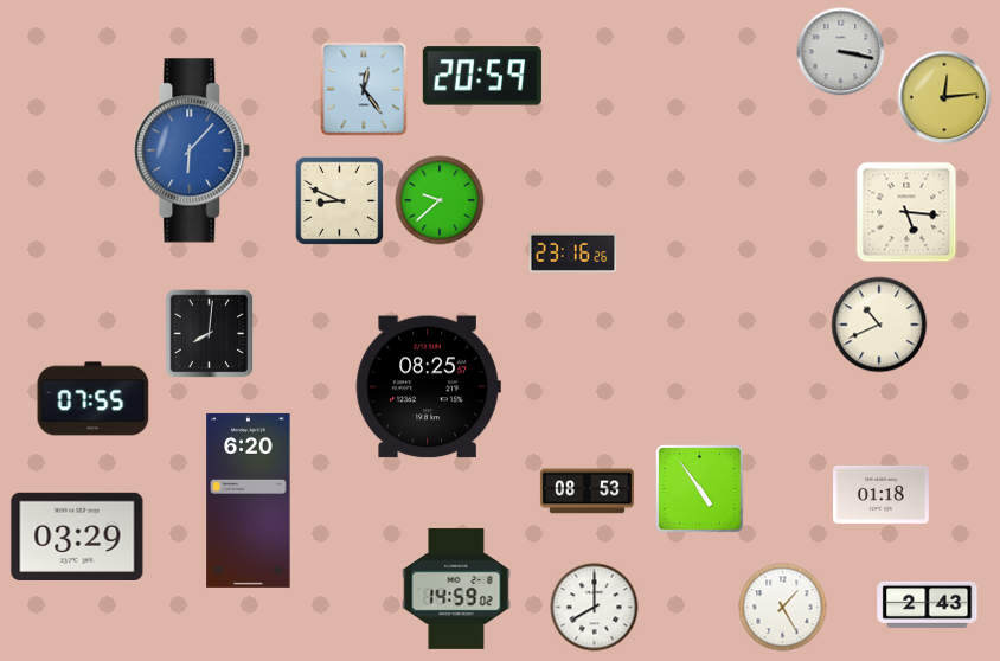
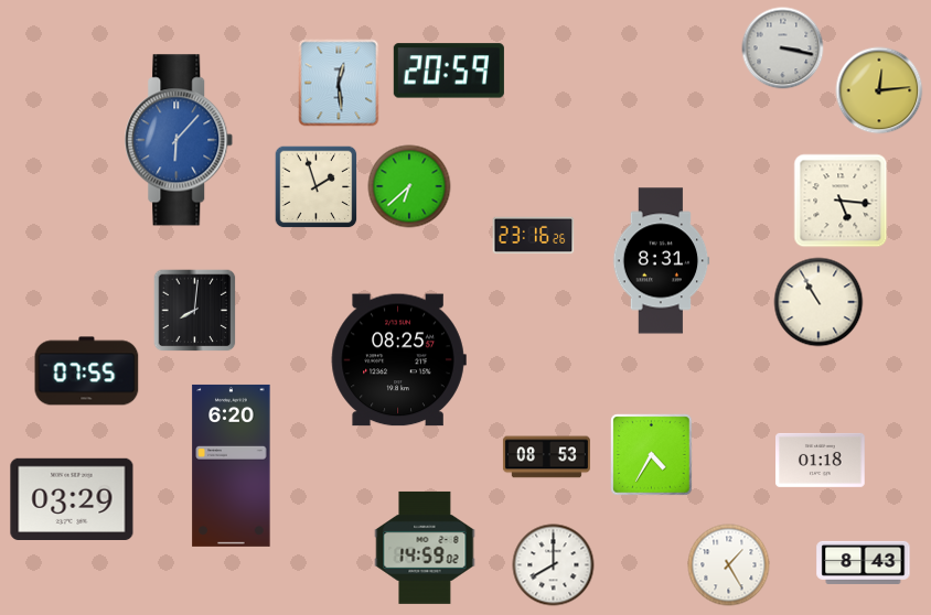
clock at (364, 89): 12:24 -> 12:29
clock at (440, 200): 9:38 -> 6:38
clock at (340, 201): 8:49 -> 1:57
clock at (906, 212) position: (906, 212) -> (841, 201)
clock at (661, 261): none -> 8:31
clock at (879, 325): 10:41 -> 10:55
clock at (700, 489): 4:54 -> 4:35
clock at (928, 604): 2:43 -> 8:43
